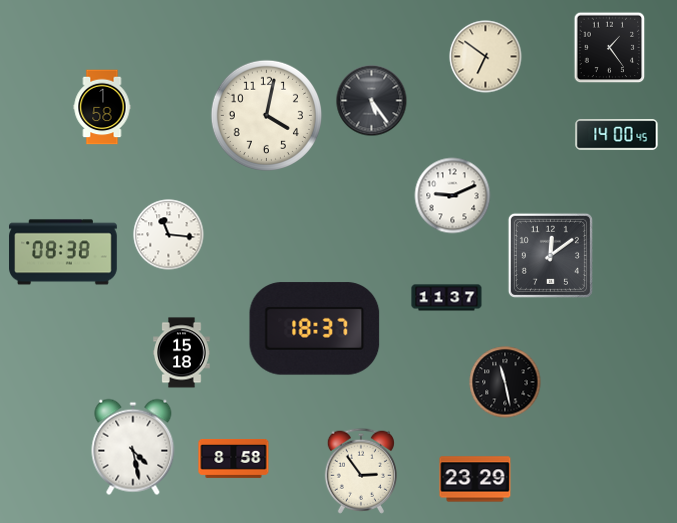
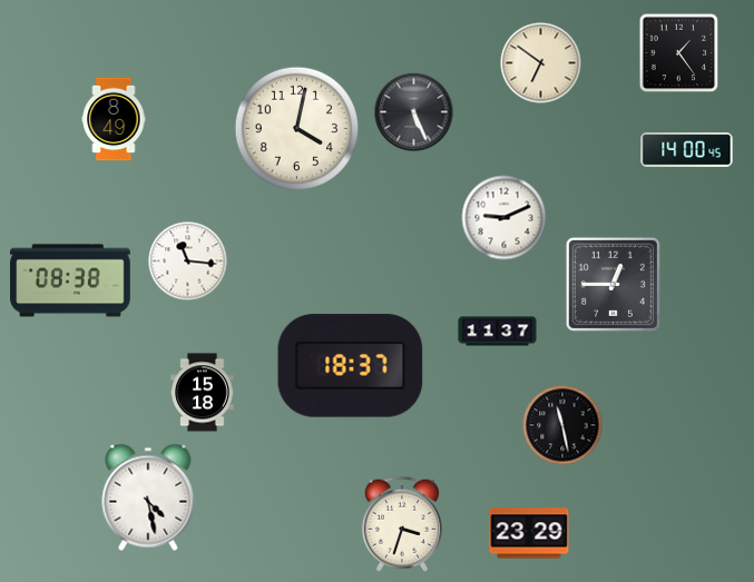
clock at (372, 101): 5:24 -> 5:26
clock at (102, 107): 1:58 -> 8:49
clock at (550, 255): 12:09 -> 12:45
clock at (234, 458): 8:58 -> none
clock at (361, 471): 2:54 -> 3:33
